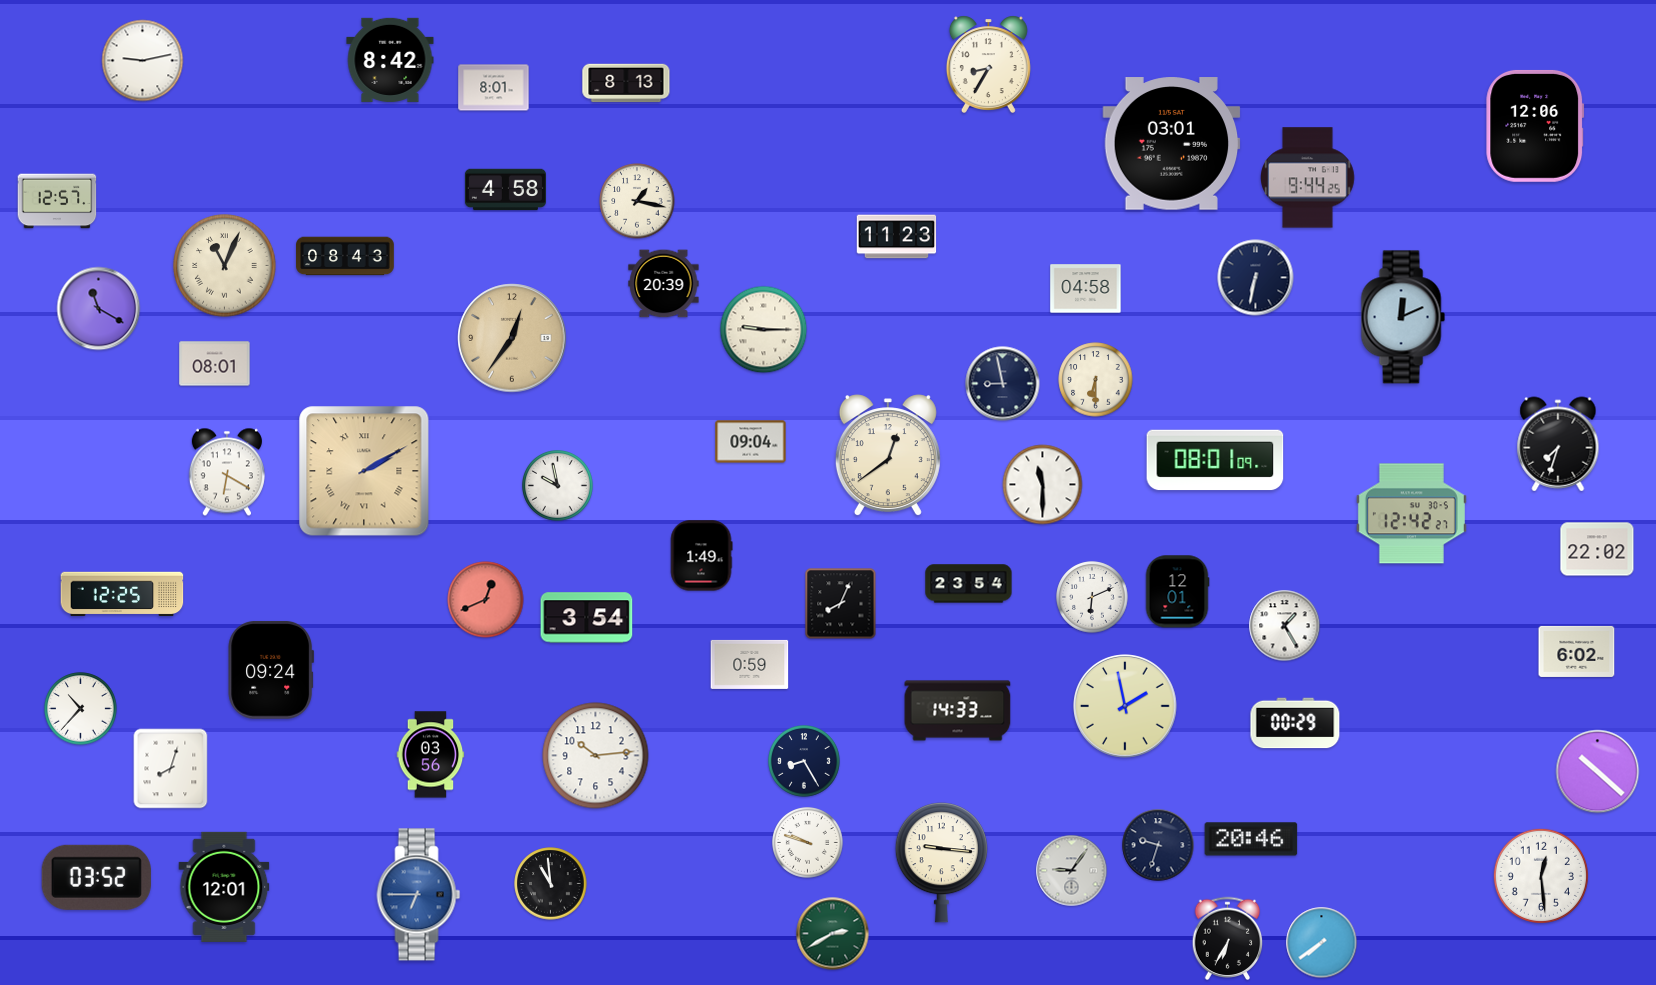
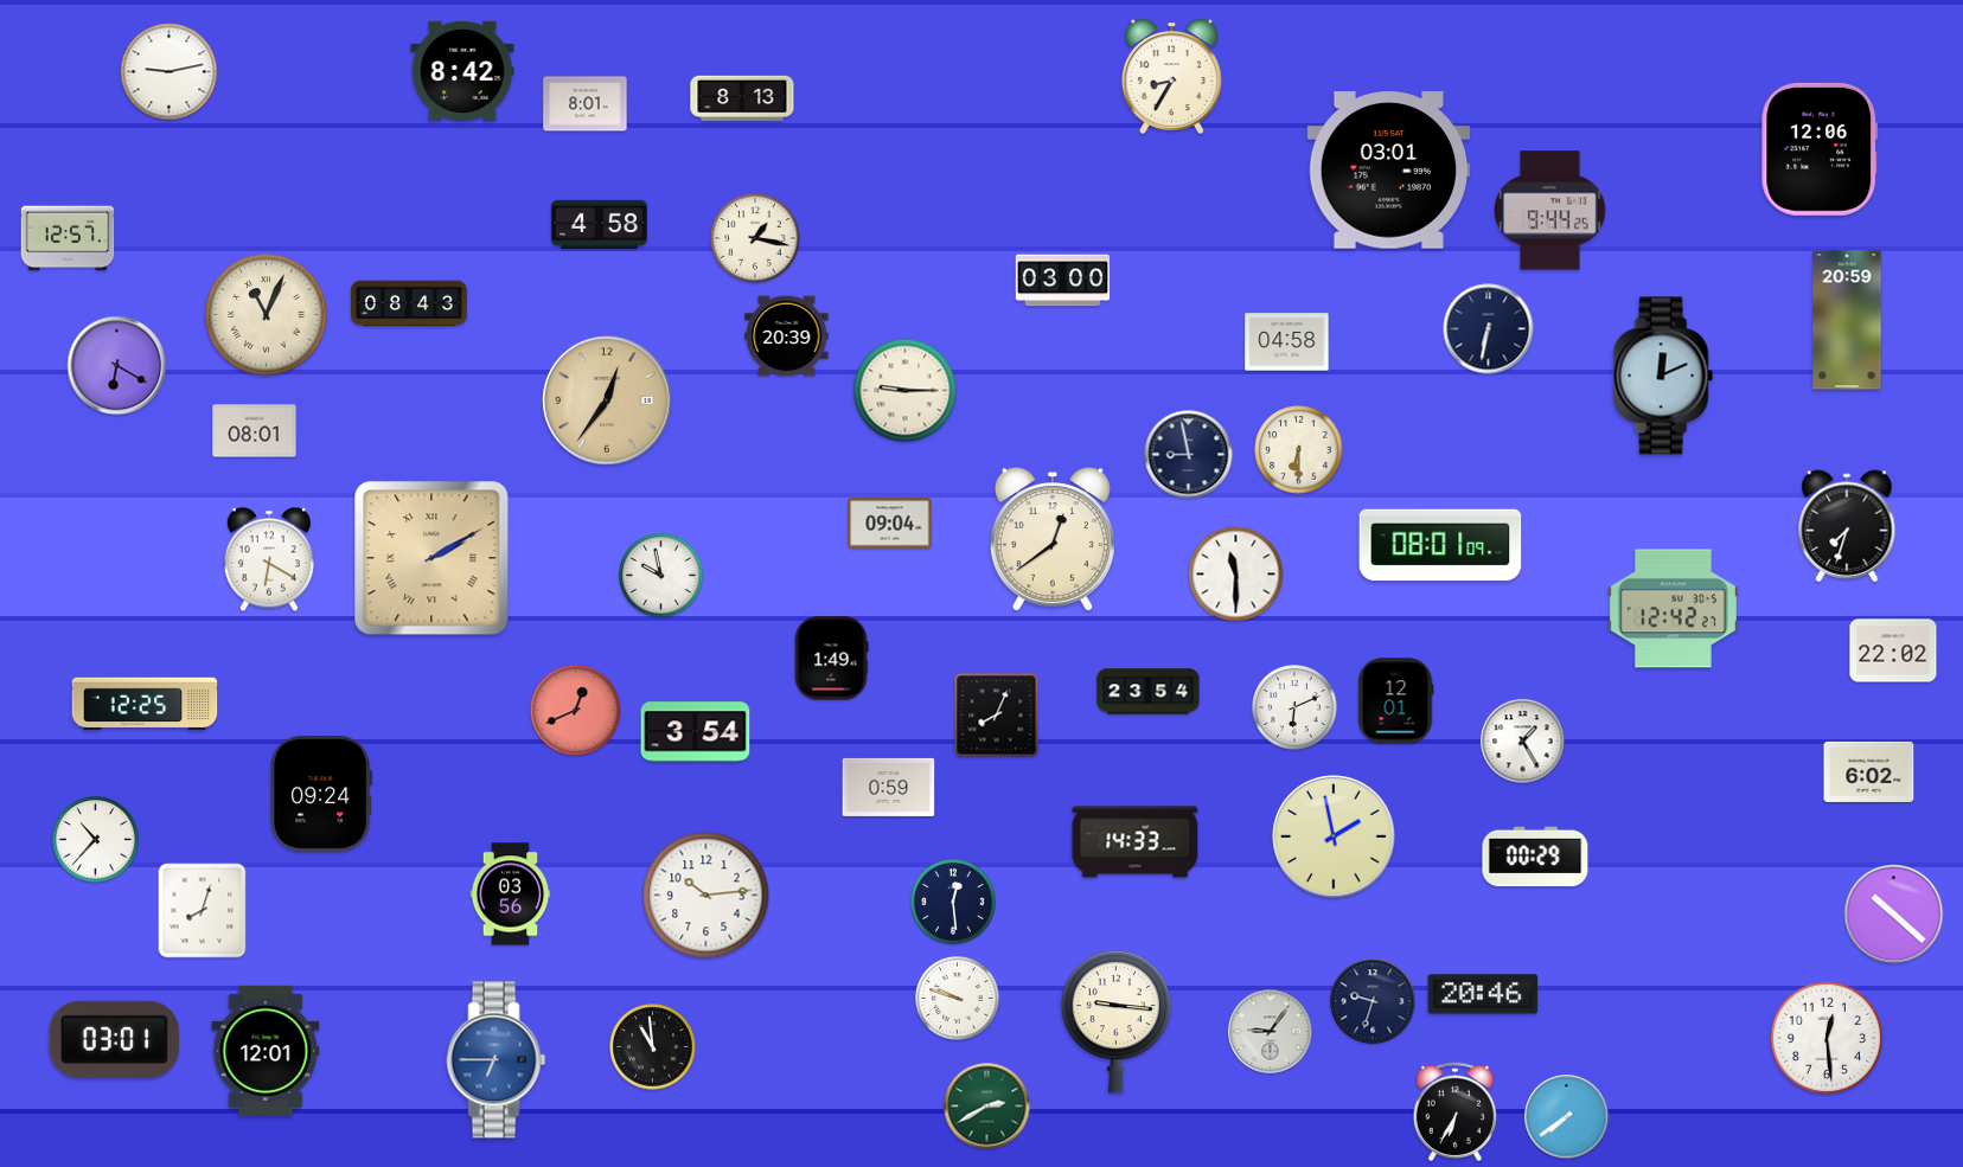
clock at (897, 237): 11:23 -> 03:00
clock at (1847, 320): none -> 20:59
clock at (99, 309): 11:20 -> 6:20
clock at (804, 761): 8:25 -> 12:29
clock at (96, 877): 03:52 -> 03:01
